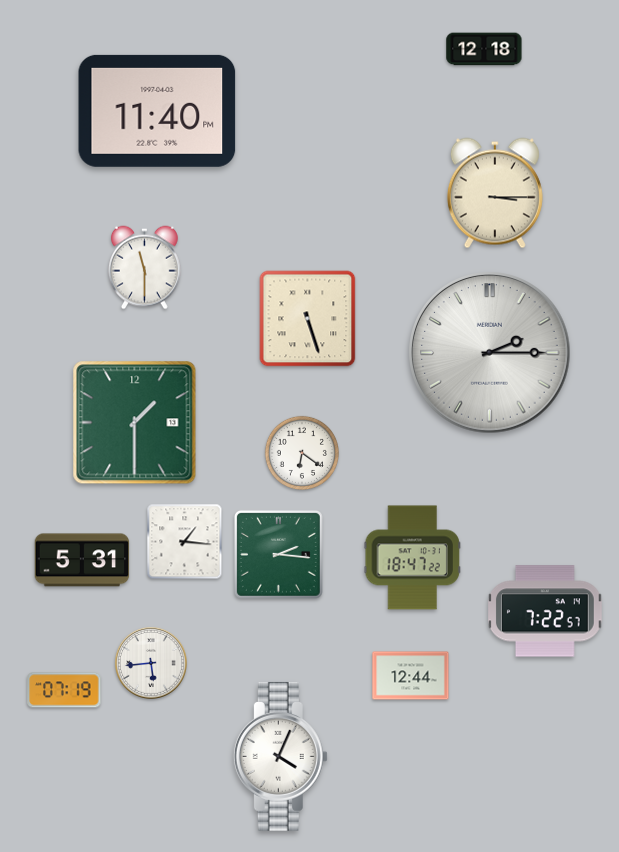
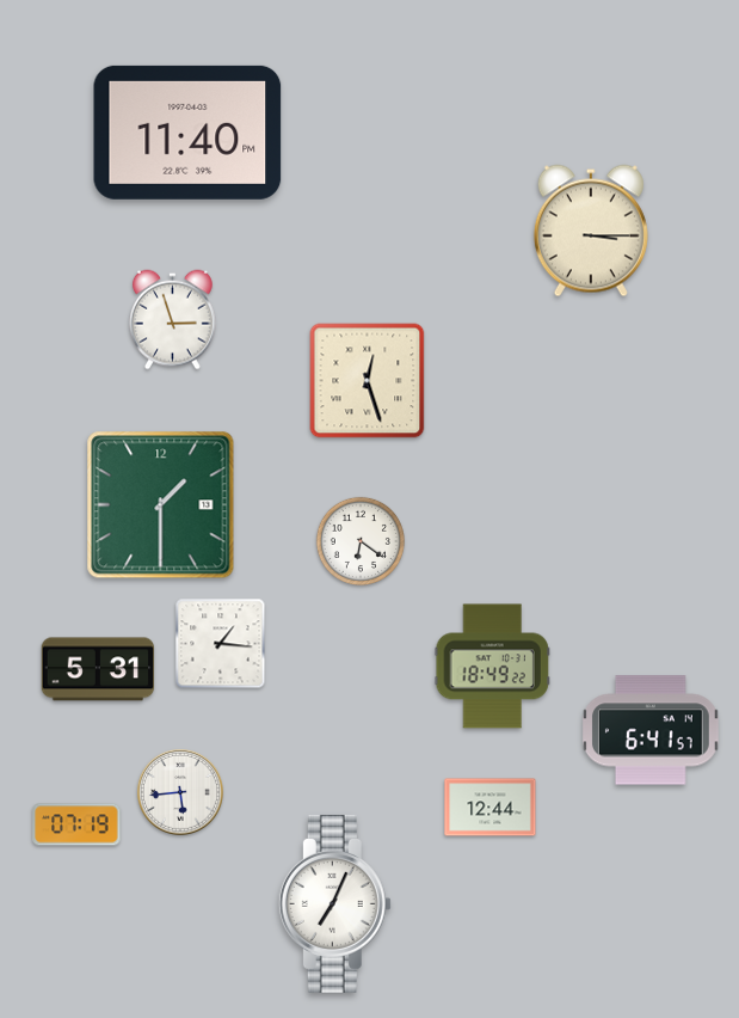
clock at (484, 49): 12:18 -> none
clock at (144, 268): 11:30 -> 2:57
clock at (308, 319): 5:27 -> 12:27
clock at (490, 353): 2:15 -> none
clock at (185, 542) position: (185, 542) -> (221, 644)
clock at (278, 554): 2:16 -> none
clock at (412, 558): 18:47 -> 18:49
clock at (545, 611): 7:22 -> 6:41
clock at (280, 756): 4:04 -> 7:04
